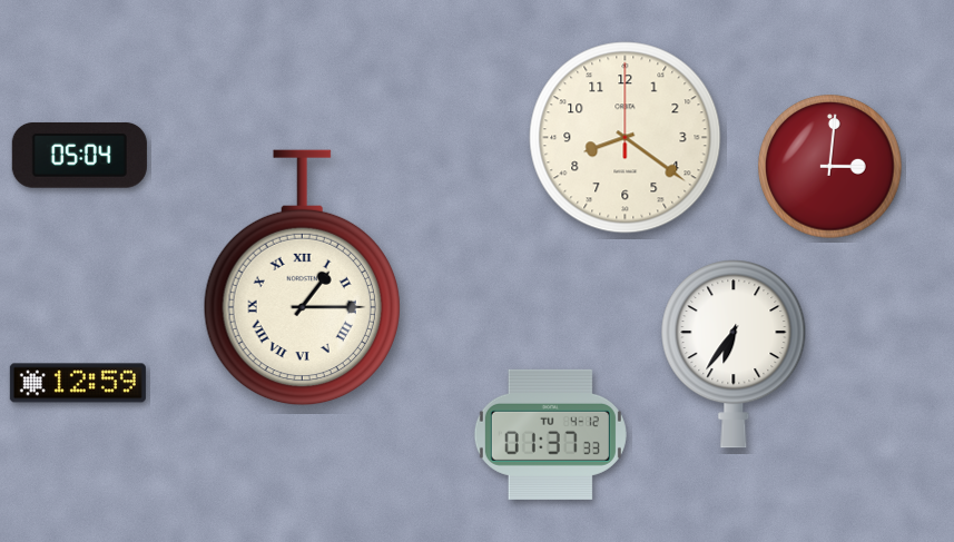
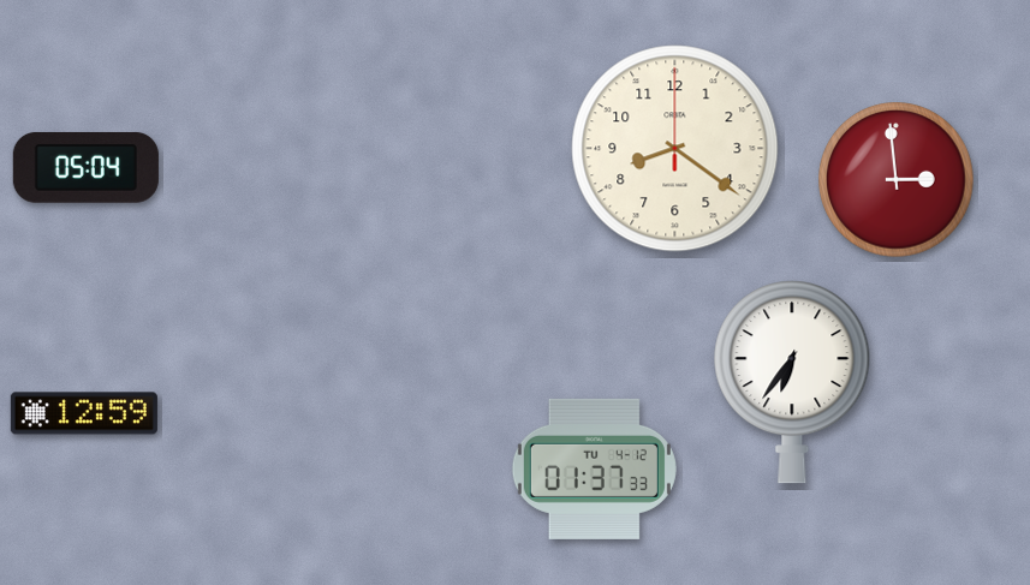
clock at (830, 167): 3:01 -> 2:59
clock at (302, 278): 1:15 -> none
